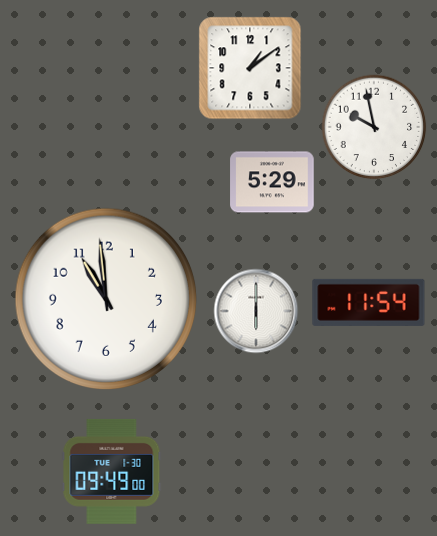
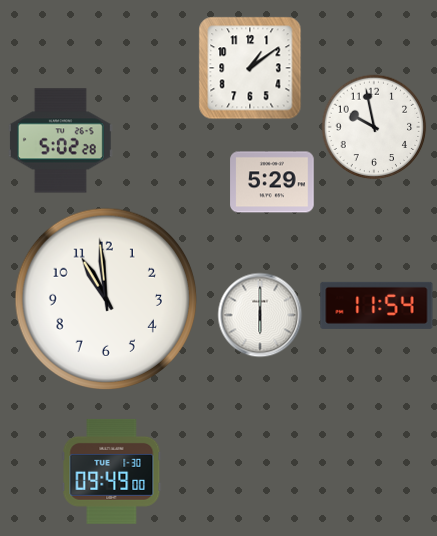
clock at (60, 141): none -> 5:02
clock at (369, 302) position: (369, 302) -> (377, 305)
clock at (256, 311) position: (256, 311) -> (260, 315)
